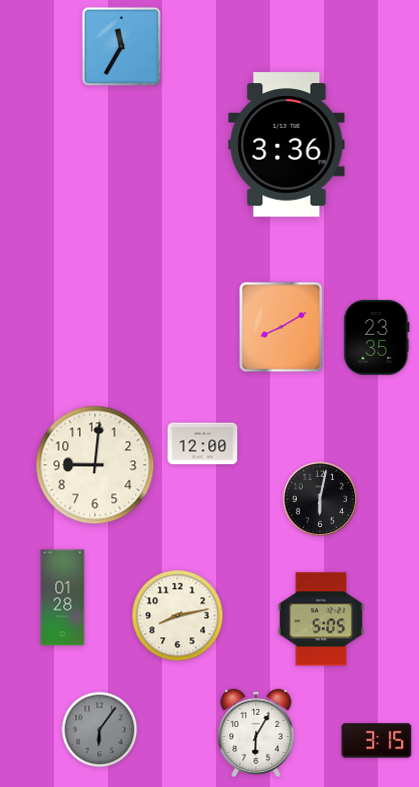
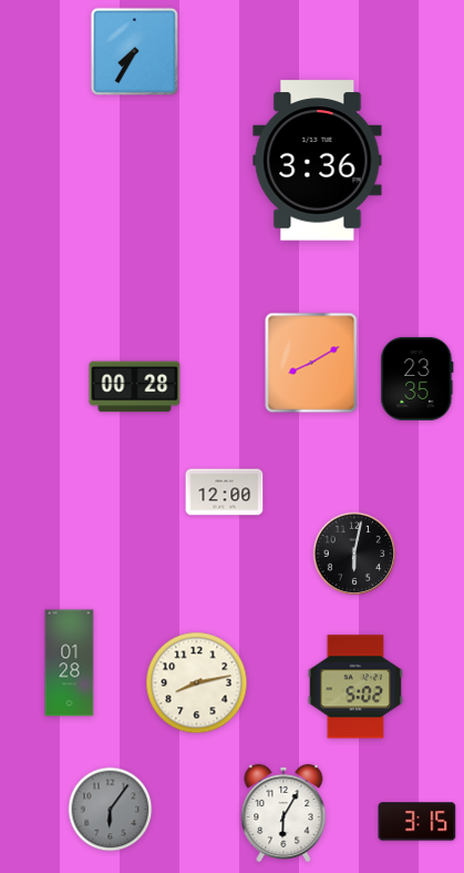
clock at (121, 46): 11:35 -> 7:35
clock at (377, 337) position: (377, 337) -> (417, 378)
clock at (135, 387): none -> 00:28
clock at (95, 465): 9:01 -> none
clock at (321, 619): 5:05 -> 5:02
